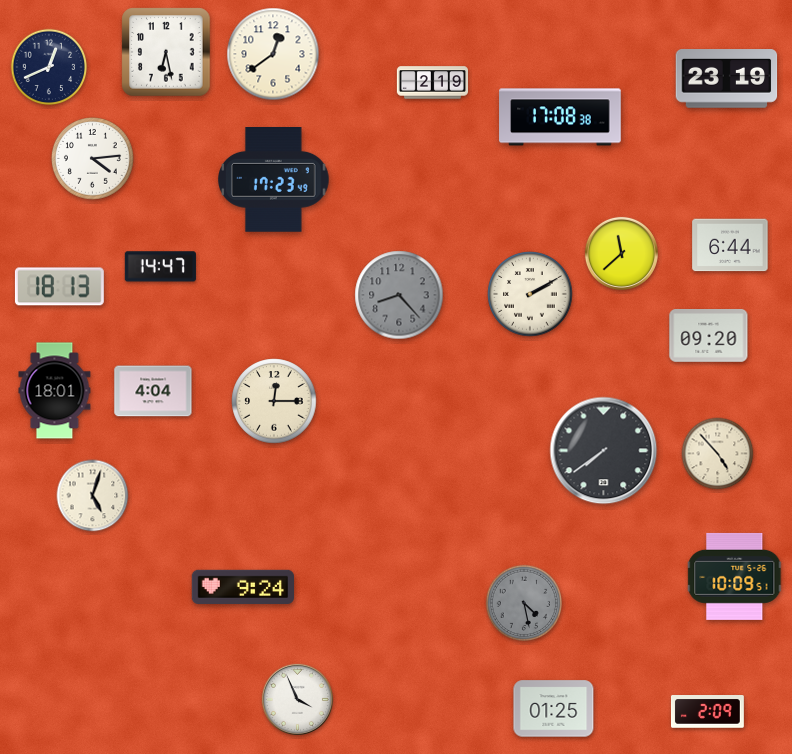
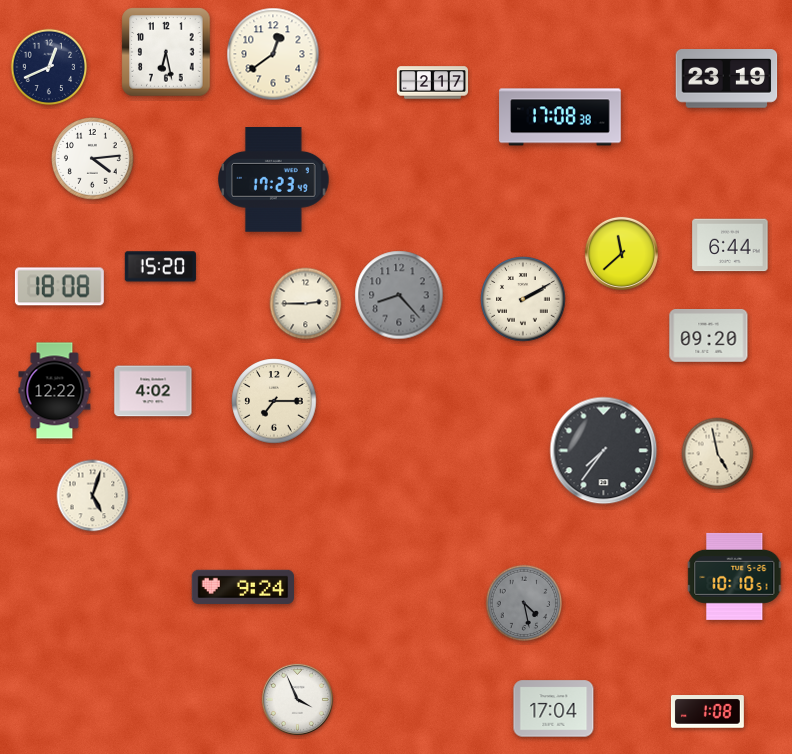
clock at (432, 83): 2:19 -> 2:17
clock at (160, 267): 14:47 -> 15:20
clock at (59, 287): 18:13 -> 18:08
clock at (530, 294) position: (530, 294) -> (523, 299)
clock at (306, 304): none -> 2:45
clock at (55, 391): 18:01 -> 12:22
clock at (153, 391): 4:04 -> 4:02
clock at (274, 401): 12:15 -> 7:15
clock at (604, 451): 7:39 -> 7:36
clock at (718, 454): 4:53 -> 4:58
clock at (735, 576): 10:09 -> 10:10
clock at (554, 709): 01:25 -> 17:04
clock at (707, 712): 2:09 -> 1:08
